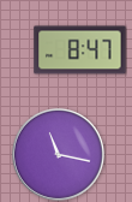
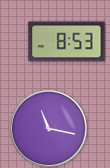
clock at (80, 50): 8:47 -> 8:53
